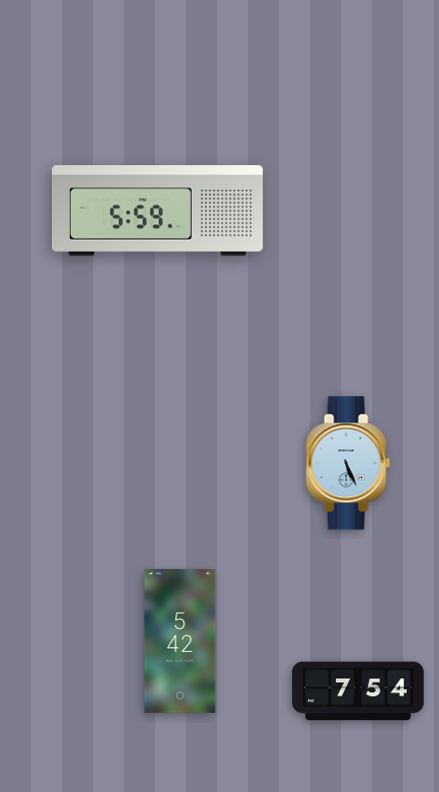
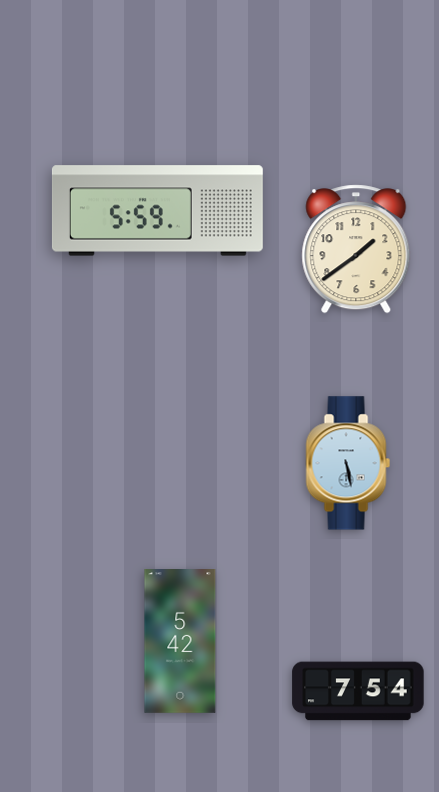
clock at (356, 249): none -> 1:39
clock at (348, 463): 5:26 -> 5:28
